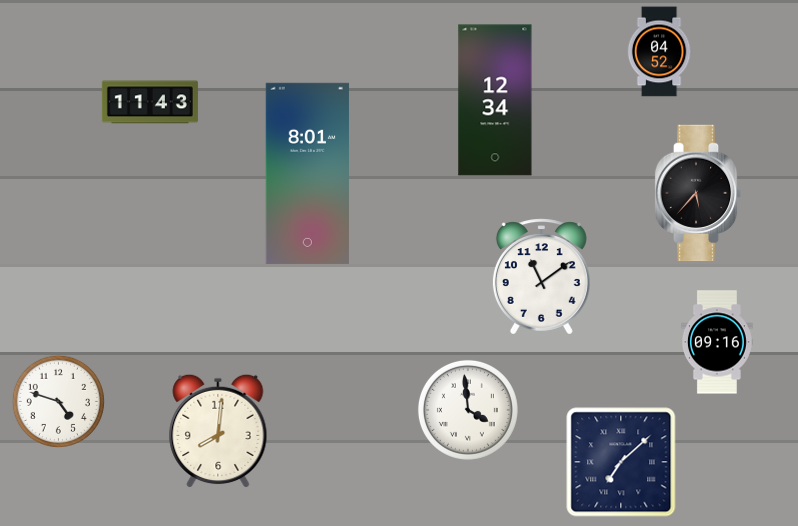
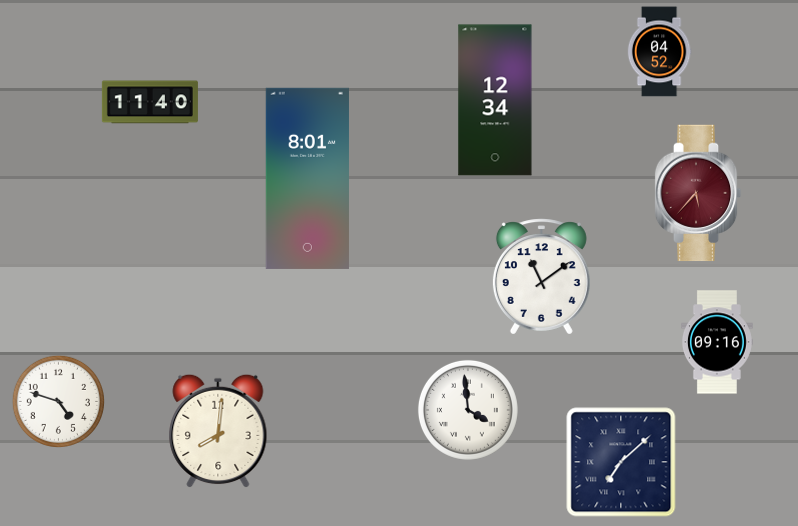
clock at (150, 102): 11:43 -> 11:40
clock at (307, 173) position: (307, 173) -> (307, 178)
clock at (698, 193) dial: black -> burgundy
